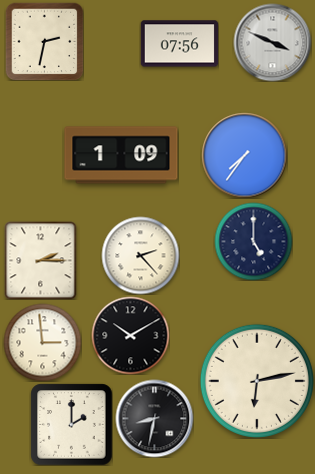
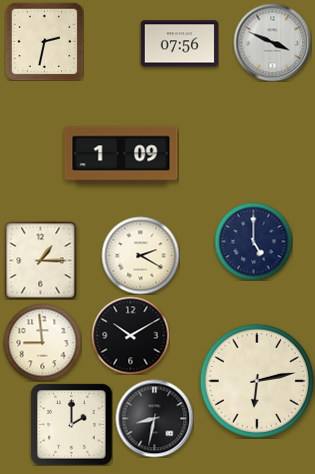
clock at (244, 155): 7:36 -> none
clock at (140, 255): 2:23 -> 2:20
clock at (41, 260): 2:15 -> 1:15
clock at (42, 342): 2:59 -> 8:59
